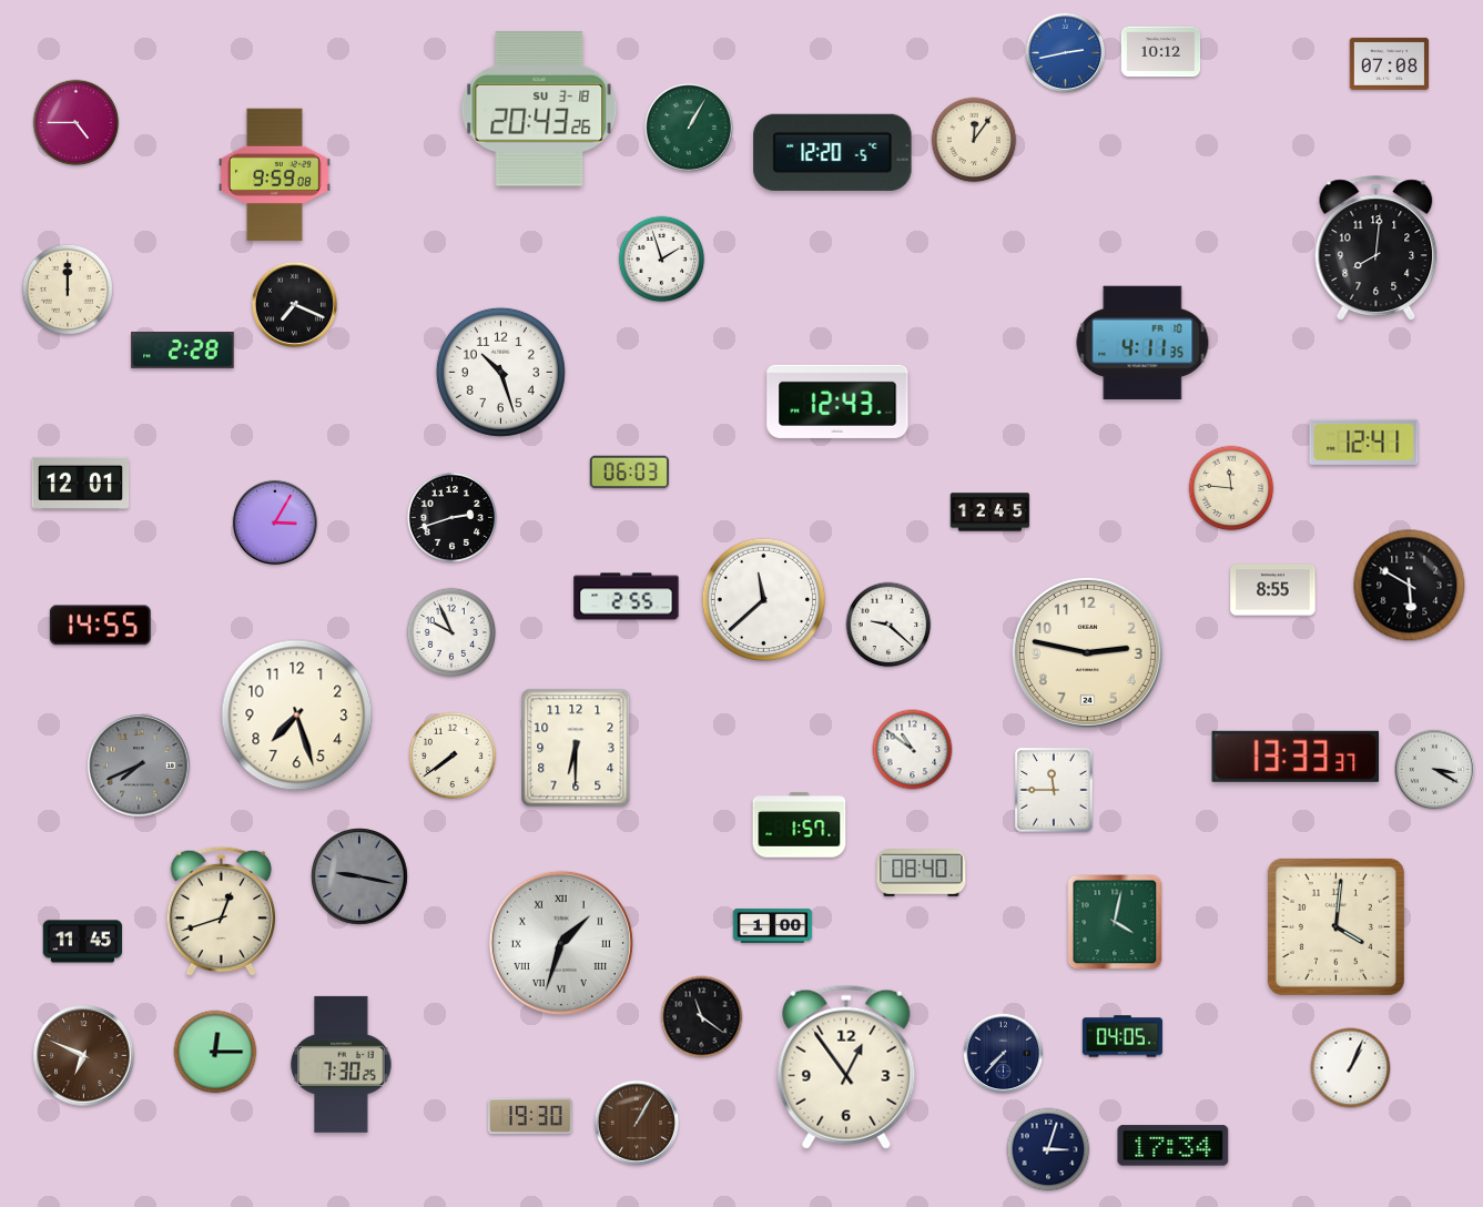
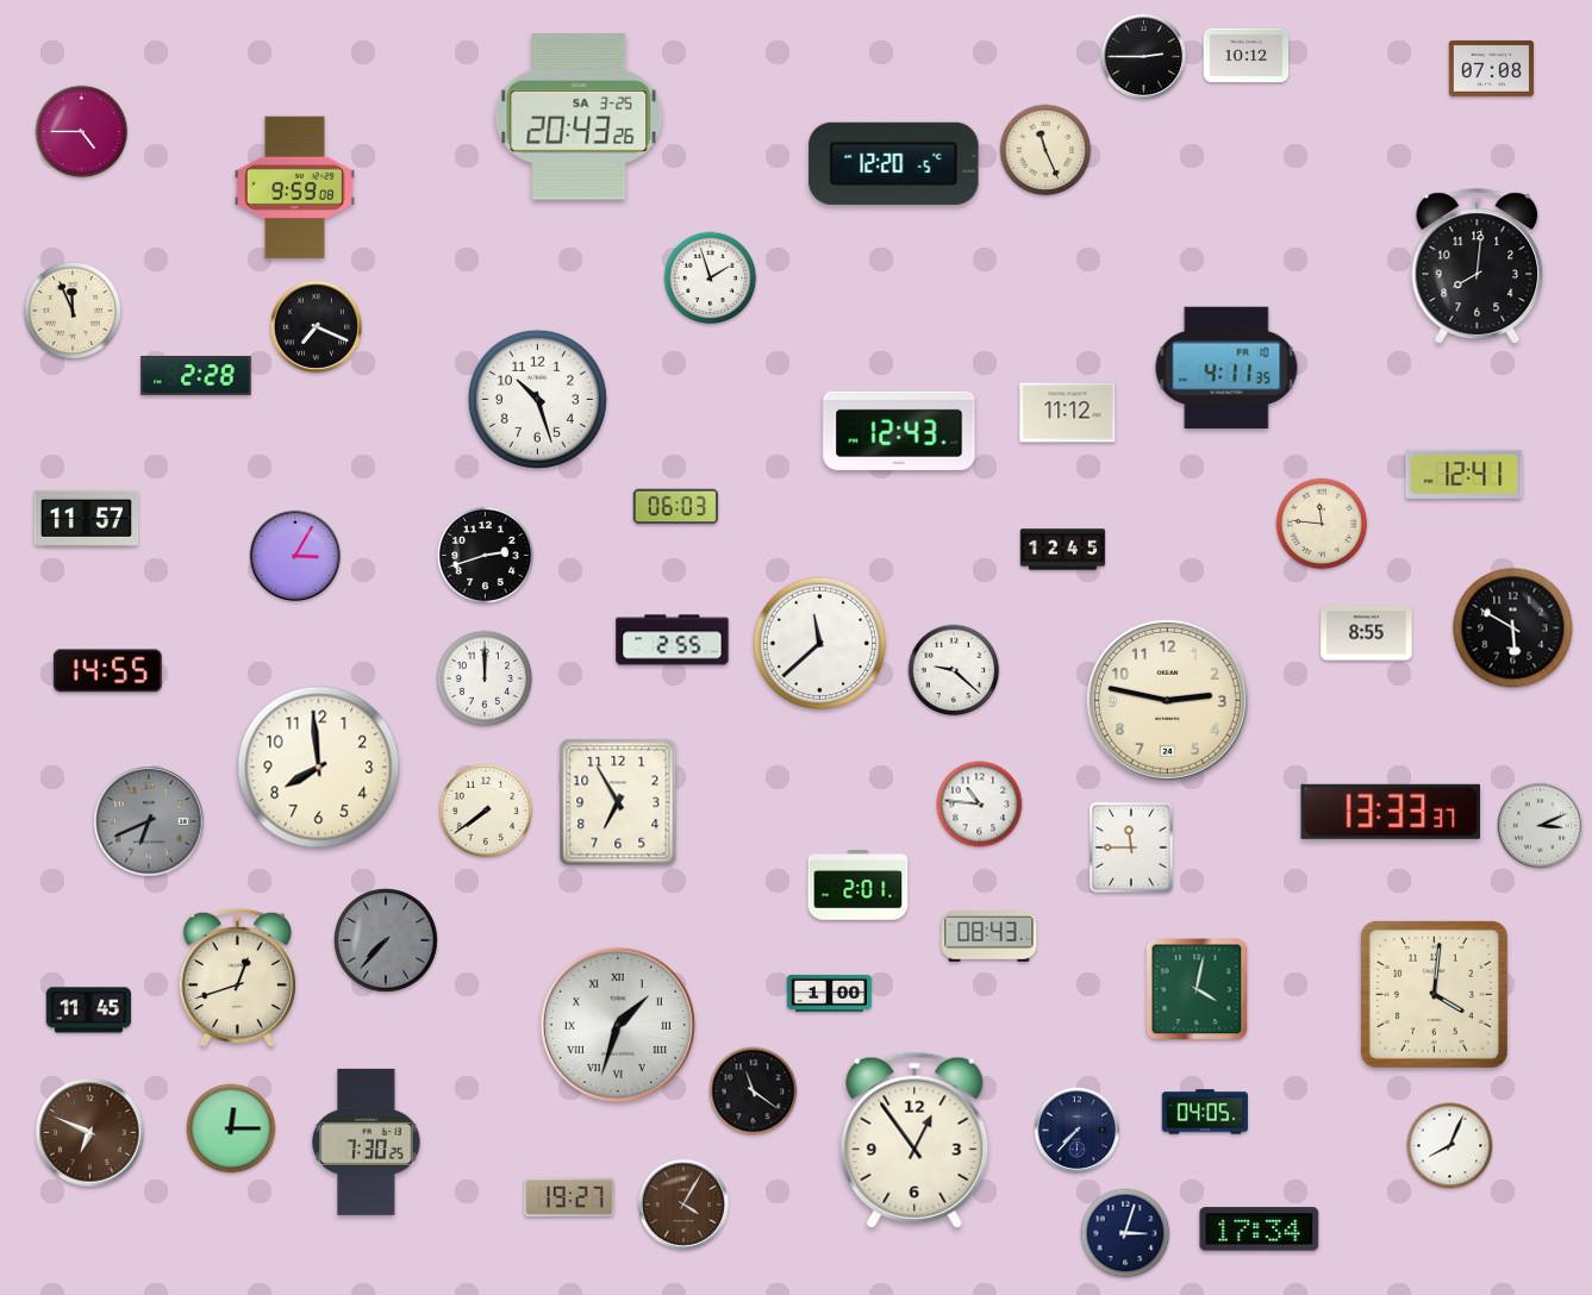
clock at (1066, 53): 2:43 -> 2:45
clock at (1066, 53) dial: blue -> black
clock at (539, 109) date: SU 3-18 -> SA 3-25
clock at (689, 128): 1:05 -> none
clock at (974, 140): 12:06 -> 11:26
clock at (68, 290): 12:00 -> 11:56
clock at (1068, 413): none -> 11:12
clock at (81, 483): 12:01 -> 11:57
clock at (275, 523) position: (275, 523) -> (295, 556)
clock at (450, 631): 9:56 -> 12:00
clock at (297, 716): 7:27 -> 7:59
clock at (576, 748): 6:30 -> 6:55
clock at (913, 750): 10:51 -> 10:46
clock at (139, 765): 7:41 -> 6:41
clock at (1435, 770): 3:20 -> 3:11
clock at (800, 825): 1:57 -> 2:01
clock at (922, 873): 08:40 -> 08:43
clock at (359, 876): 9:17 -> 7:37
clock at (561, 943) position: (561, 943) -> (618, 1025)
clock at (846, 1067) position: (846, 1067) -> (914, 1140)
clock at (1351, 1068): 1:04 -> 8:04
clock at (530, 1116): 19:30 -> 19:27
clock at (637, 1123): 1:05 -> 4:05
